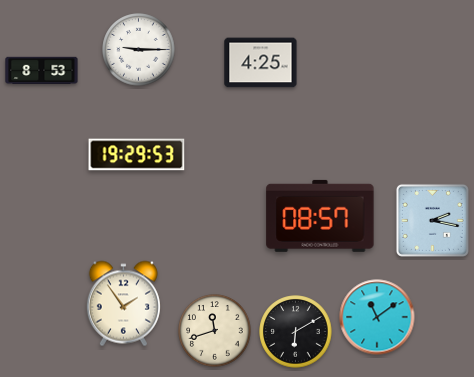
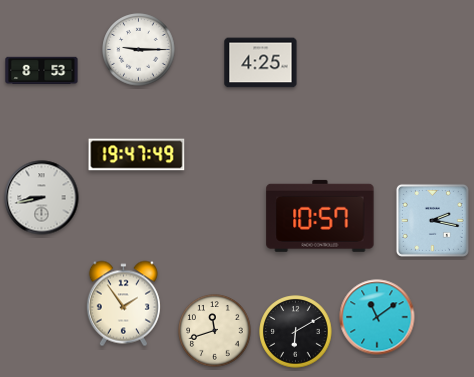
clock at (137, 155): 19:29 -> 19:47
clock at (42, 198): none -> 8:43
clock at (320, 216): 08:57 -> 10:57
